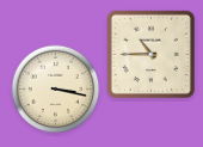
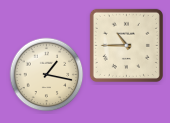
clock at (56, 90): 3:17 -> 1:17
